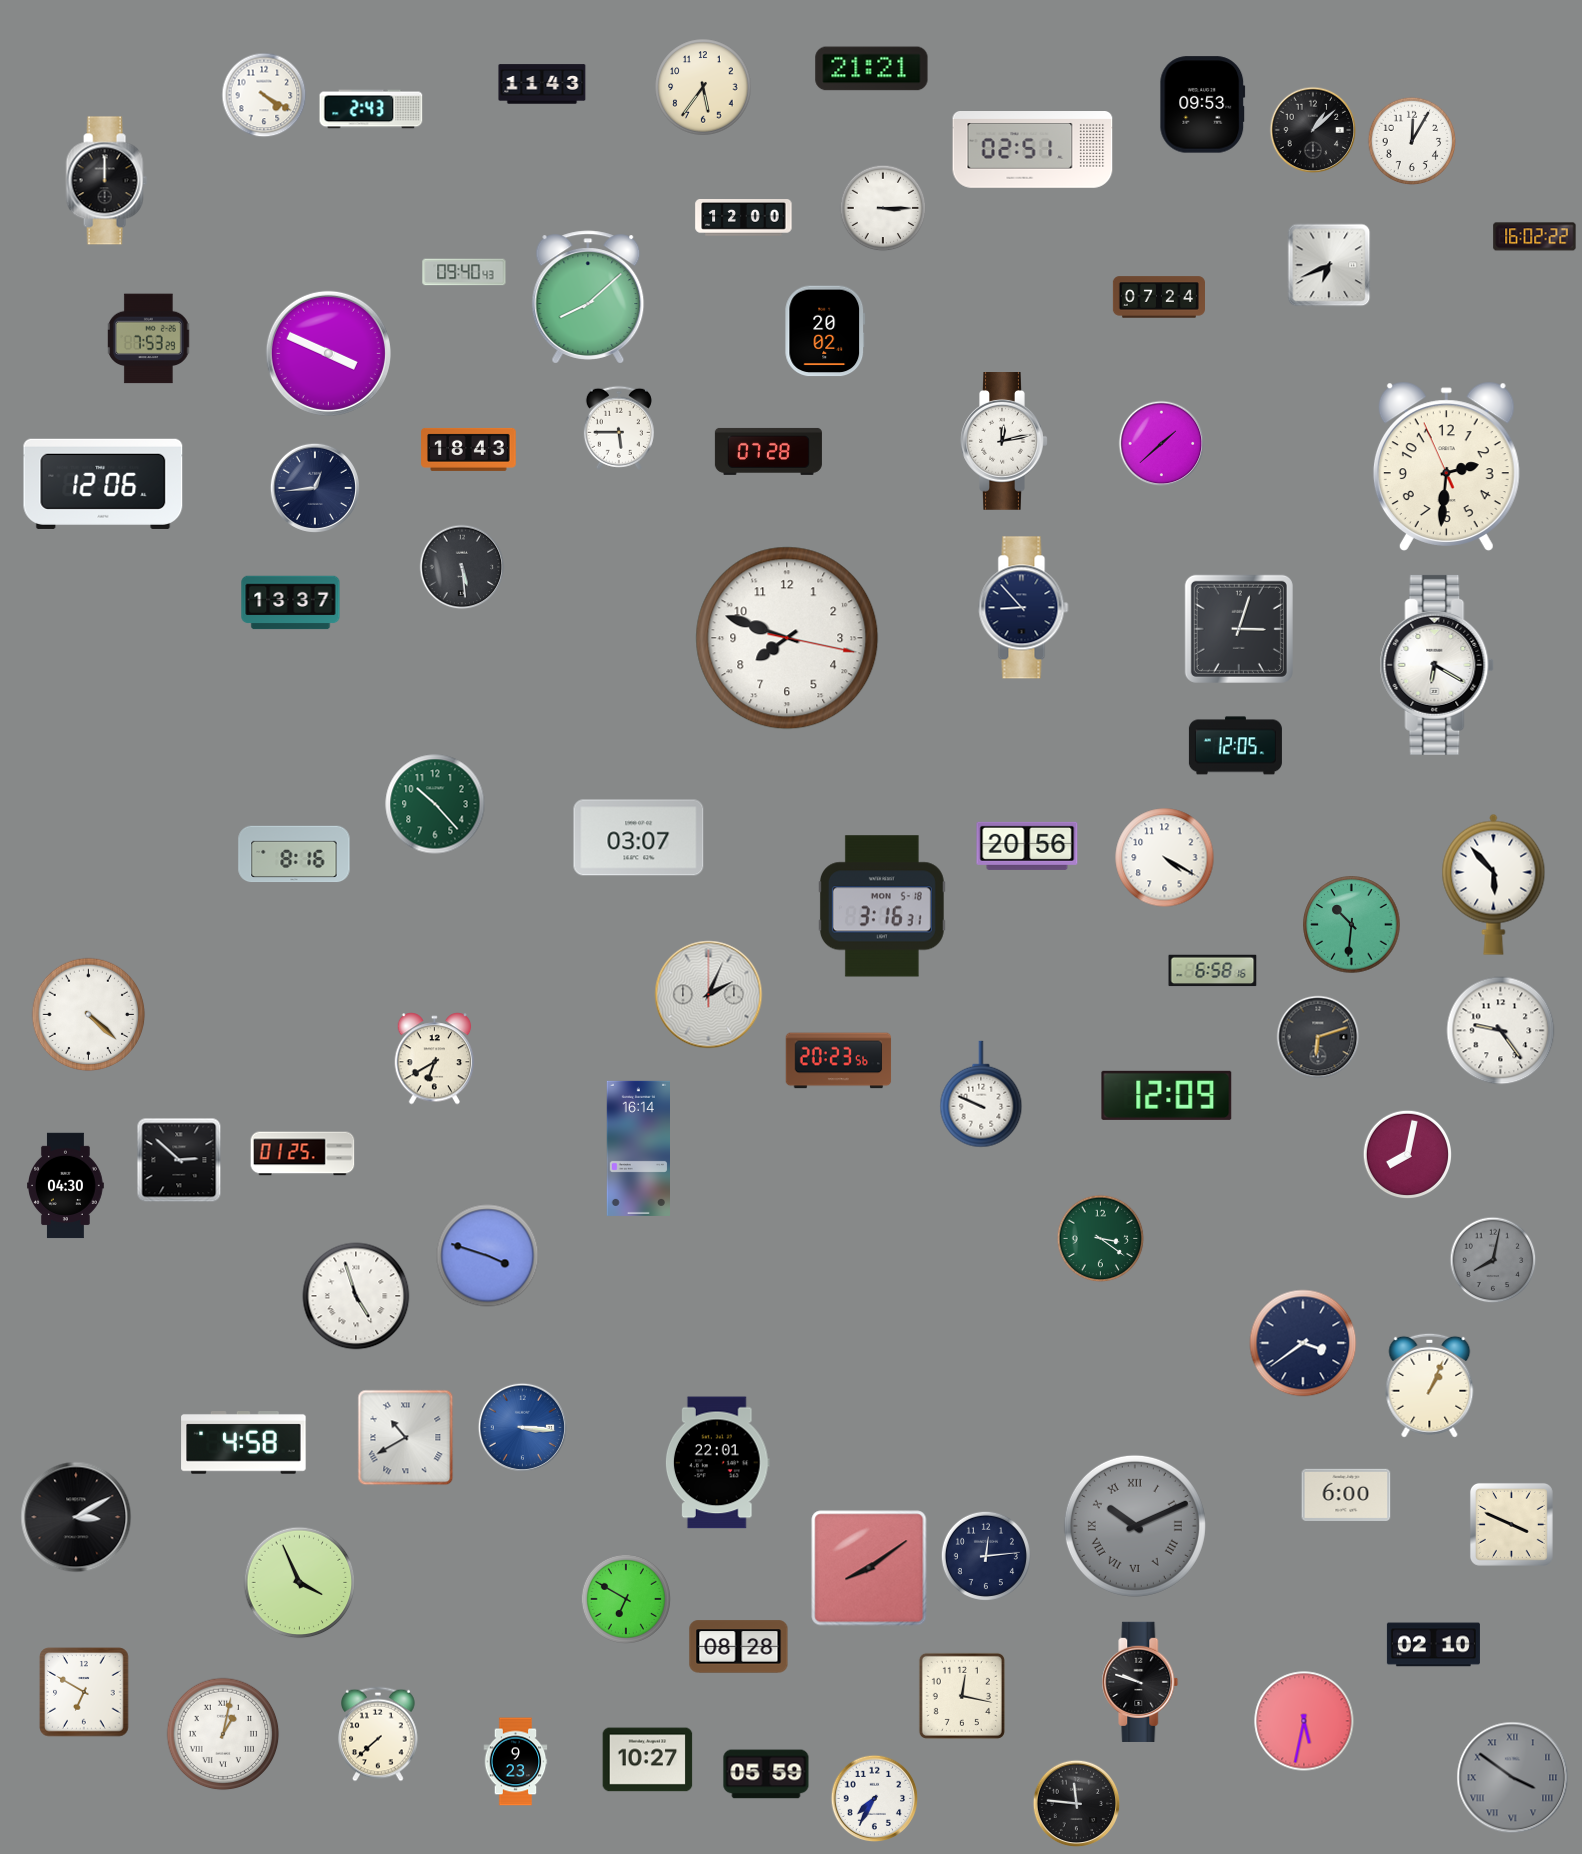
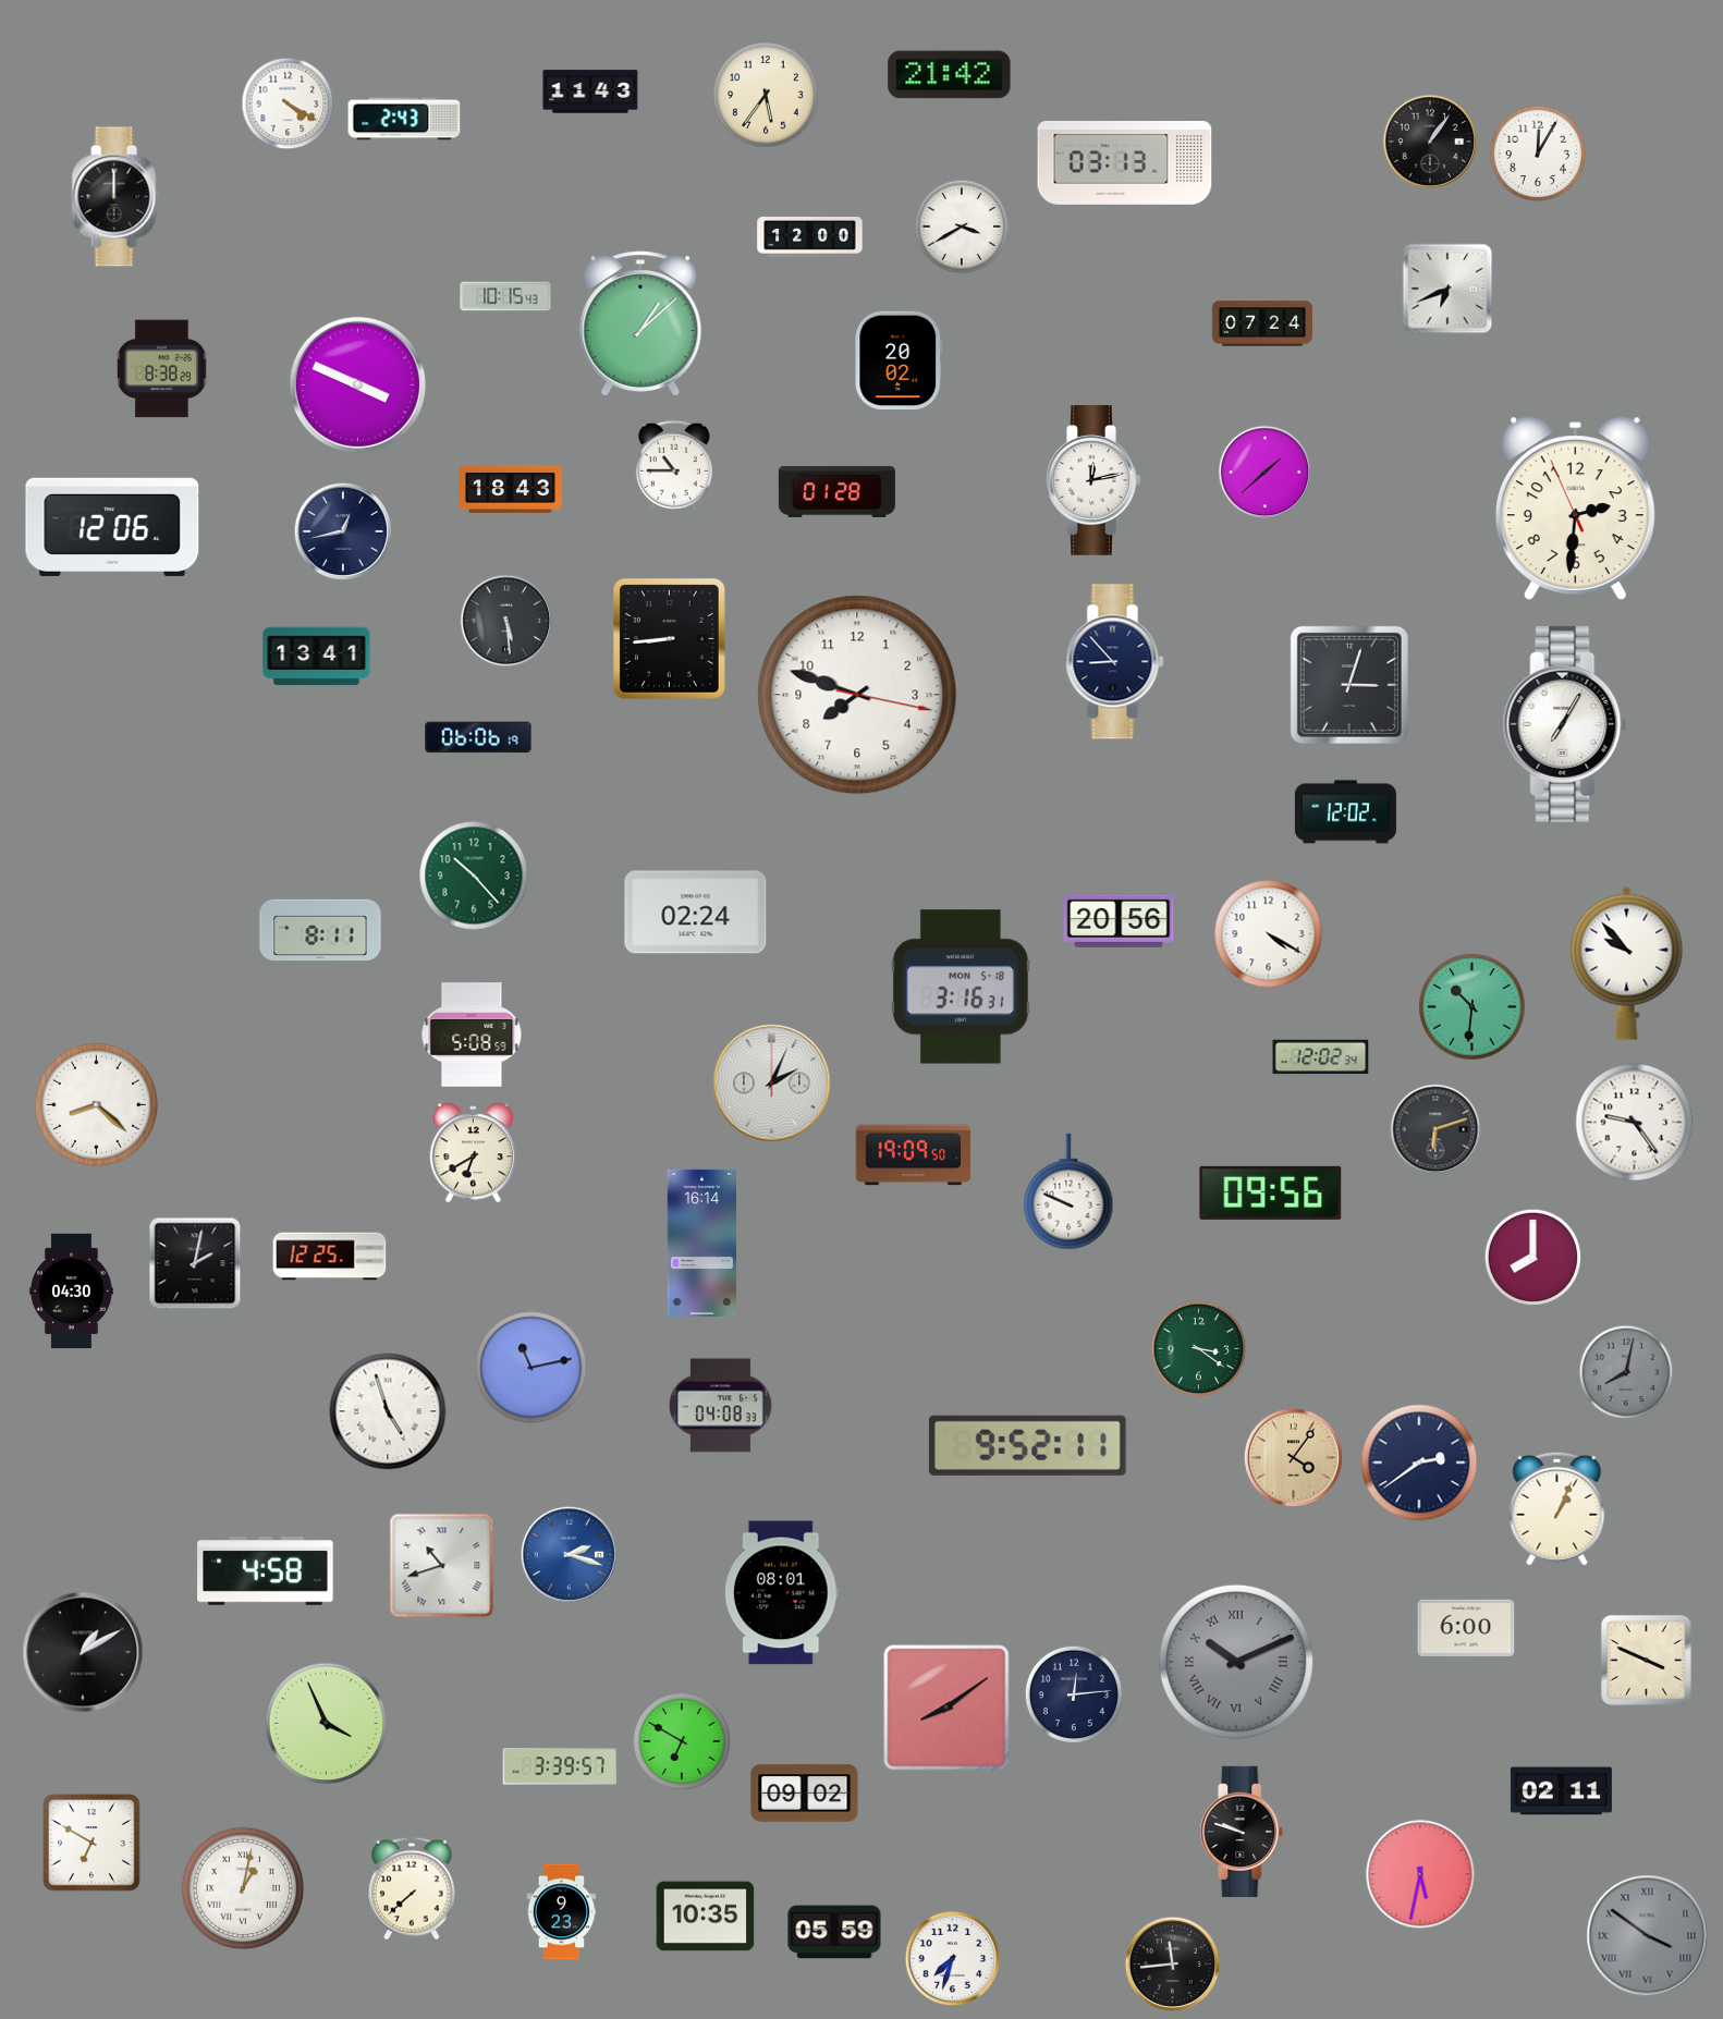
clock at (872, 69): 21:21 -> 21:42
clock at (1203, 105): 09:53 -> none
clock at (1313, 130): 1:08 -> 1:06
clock at (1033, 150): 02:51 -> 03:13
clock at (883, 208): 3:15 -> 3:40
clock at (1535, 237): 16:02 -> none
clock at (464, 272): 09:40 -> 10:15
clock at (588, 297): 8:08 -> 1:08
clock at (149, 339): 7:53 -> 8:38
clock at (619, 428): 5:45 -> 10:45
clock at (1162, 444) position: (1162, 444) -> (1266, 473)
clock at (768, 451): 07:28 -> 01:28
clock at (315, 488): 12:44 -> 12:43
clock at (462, 567) position: (462, 567) -> (506, 621)
clock at (669, 638): none -> 8:44
clock at (291, 603): 13:37 -> 13:41
clock at (1437, 665): 6:20 -> 7:05
clock at (478, 737): none -> 06:06
clock at (1235, 746): 12:05 -> 12:02
clock at (639, 838): 03:07 -> 02:24
clock at (294, 854): 8:16 -> 8:11
clock at (1494, 884): 5:53 -> 9:53
clock at (472, 1035): none -> 5:08
clock at (1213, 971): 6:58 -> 12:02
clock at (89, 1015): 4:22 -> 8:22
clock at (839, 1061): 20:23 -> 19:09
clock at (1167, 1095): 12:09 -> 09:56
clock at (639, 1148) position: (639, 1148) -> (702, 1243)
clock at (303, 1154): 01:25 -> 12:25
clock at (1407, 1154): 8:02 -> 8:00
clock at (179, 1160): 2:52 -> 2:02
clock at (488, 1256): 3:48 -> 11:13
clock at (720, 1406): none -> 04:08
clock at (1027, 1445): none -> 9:52
clock at (1293, 1457): none -> 4:06
clock at (1303, 1343): 3:39 -> 2:39
clock at (522, 1427): 3:16 -> 2:18
clock at (406, 1438): 10:40 -> 10:42
clock at (717, 1463): 22:01 -> 08:01
clock at (76, 1517): 3:10 -> 1:10
clock at (560, 1766): none -> 3:39
clock at (1433, 1645): 02:10 -> 02:11
clock at (739, 1647): 08:28 -> 09:02
clock at (962, 1696): 12:17 -> none
clock at (648, 1760): 10:27 -> 10:35
clock at (516, 1762) position: (516, 1762) -> (562, 1912)
clock at (875, 1799): 7:35 -> 7:33
clock at (1077, 1804): 11:46 -> 11:44
